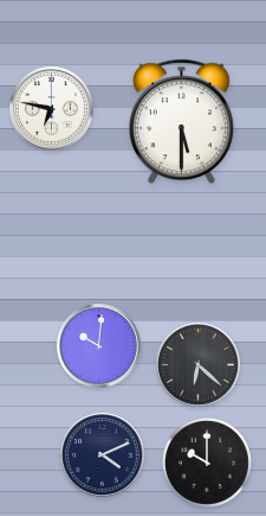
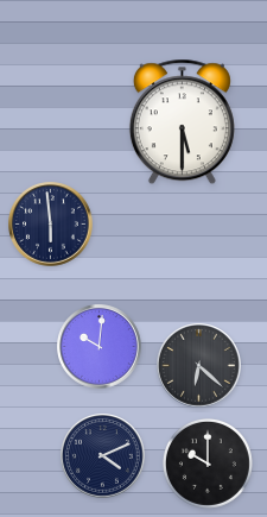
clock at (52, 109): 6:47 -> none
clock at (51, 225): none -> 5:59
